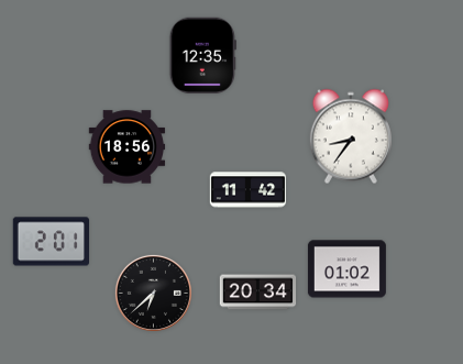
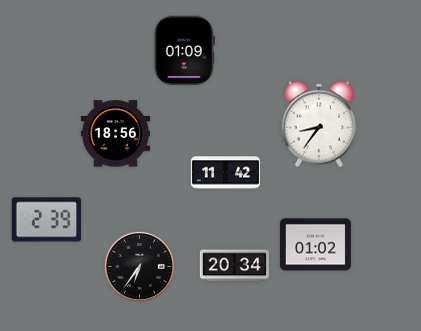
clock at (202, 55): 12:35 -> 01:09
clock at (51, 242): 2:01 -> 2:39
clock at (153, 293): 6:38 -> 6:36
